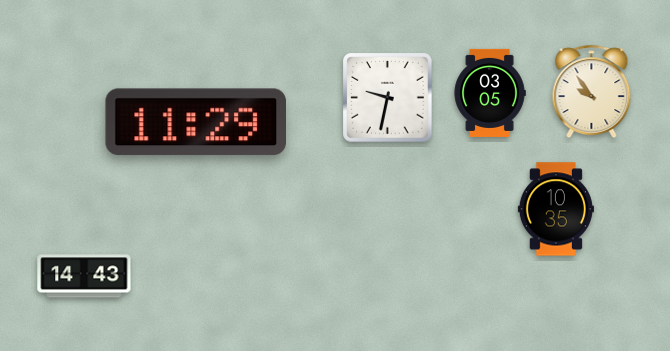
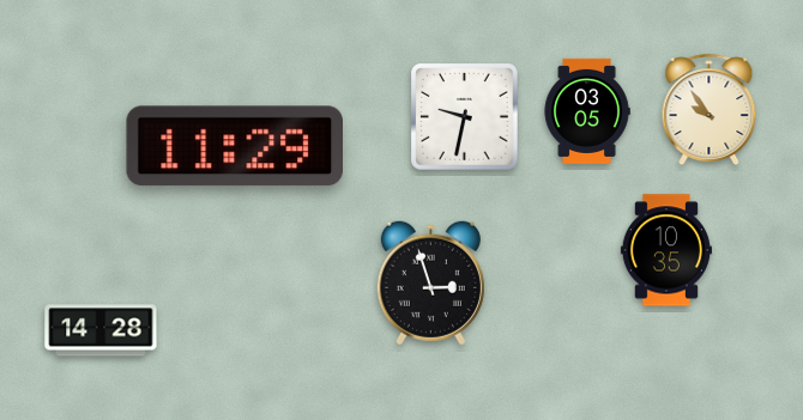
clock at (430, 284): none -> 2:57
clock at (84, 276): 14:43 -> 14:28
